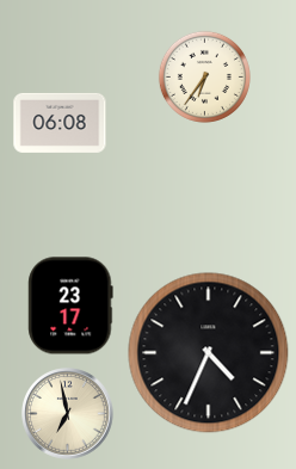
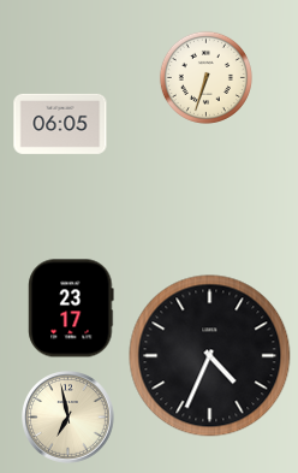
clock at (204, 76): 6:36 -> 6:33
clock at (60, 123): 06:08 -> 06:05
